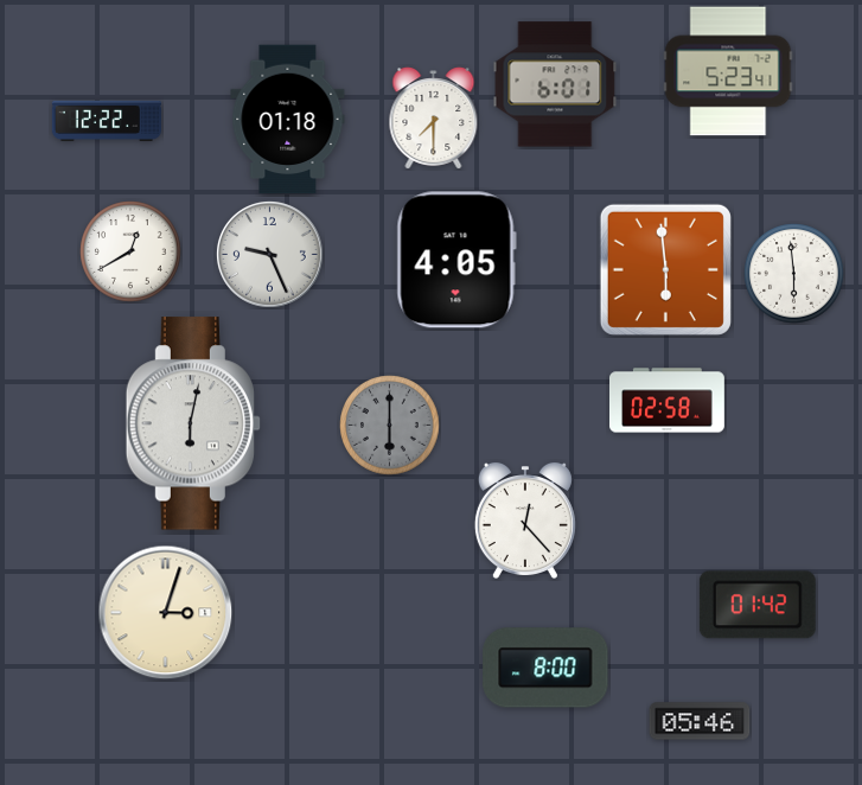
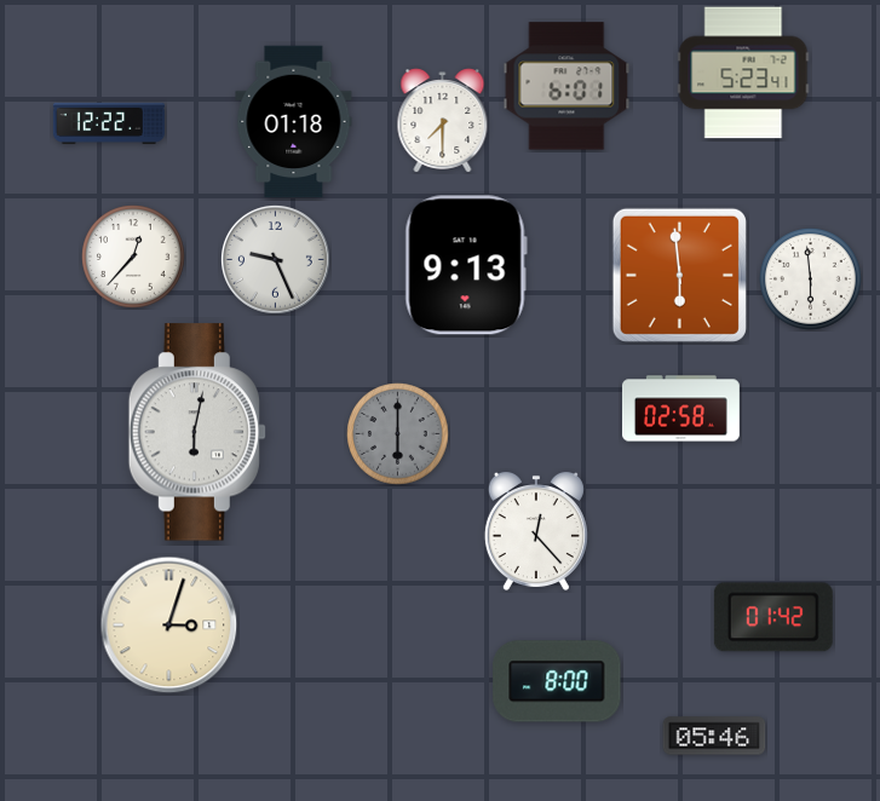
clock at (130, 251): 12:40 -> 12:37
clock at (456, 260): 4:05 -> 9:13
